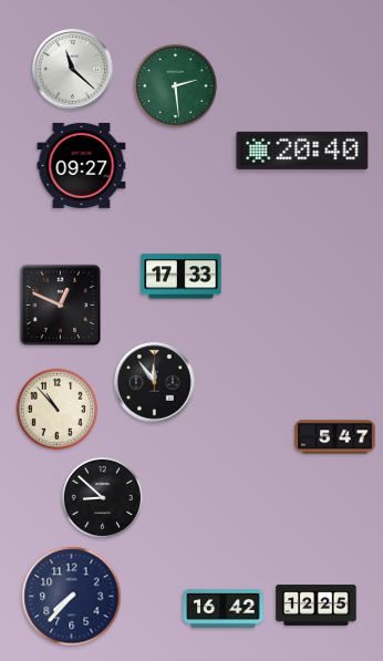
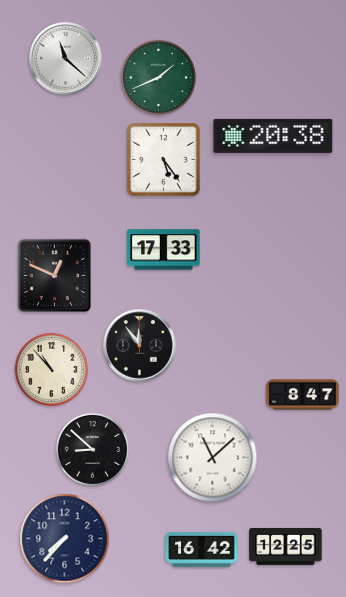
clock at (73, 70) position: (73, 70) -> (66, 59)
clock at (175, 85): 2:29 -> 1:41
clock at (302, 151): 20:40 -> 20:38
clock at (82, 165): 09:27 -> none
clock at (164, 160): none -> 5:24
clock at (335, 437): 5:47 -> 8:47
clock at (213, 458): none -> 11:08
